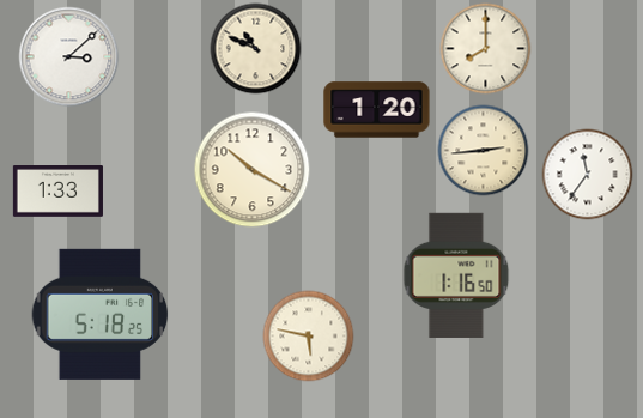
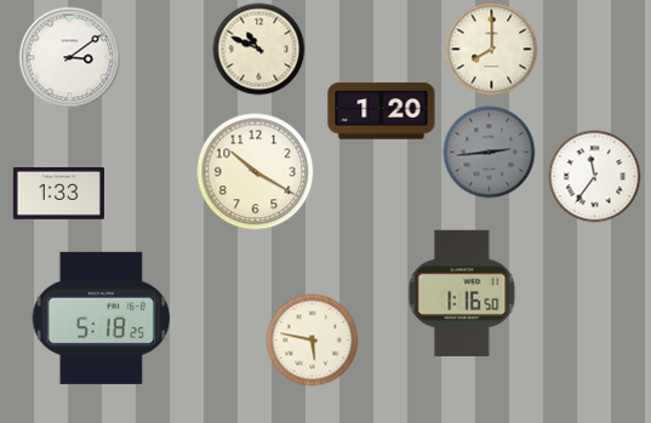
clock at (69, 57): 3:08 -> 3:09
clock at (484, 151) dial: cream -> grey
clock at (456, 274) position: (456, 274) -> (462, 292)
